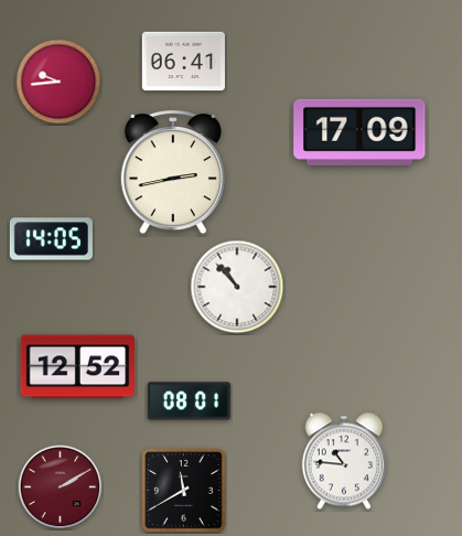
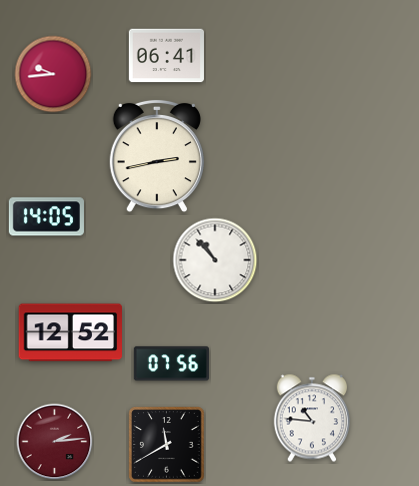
clock at (359, 132): 17:09 -> none
clock at (189, 401): 08:01 -> 07:56
clock at (61, 487): 2:10 -> 2:14
